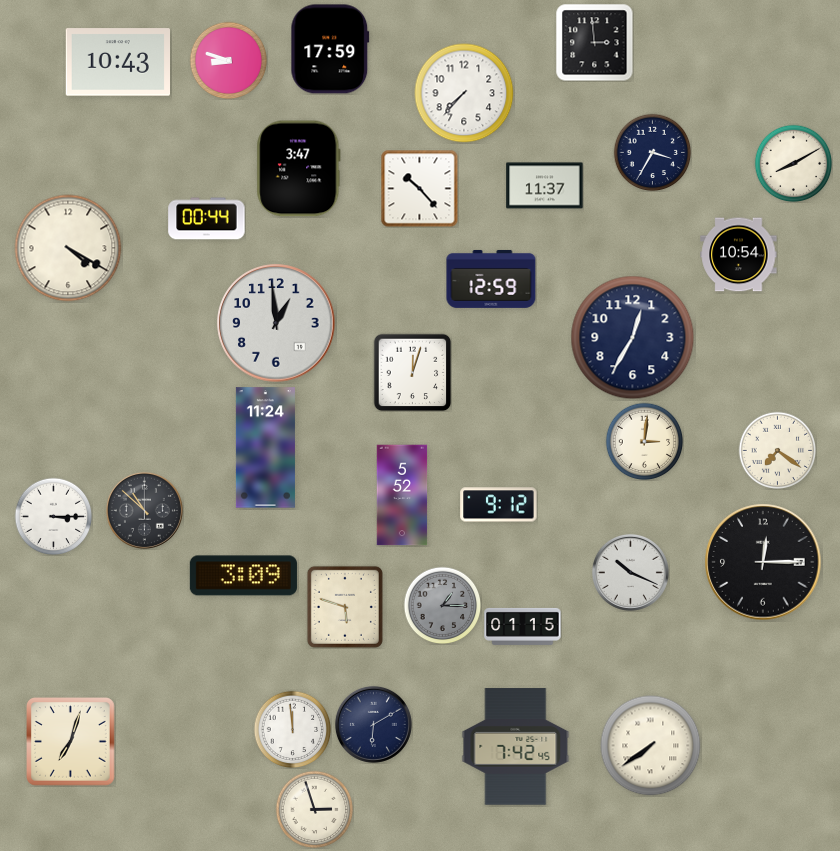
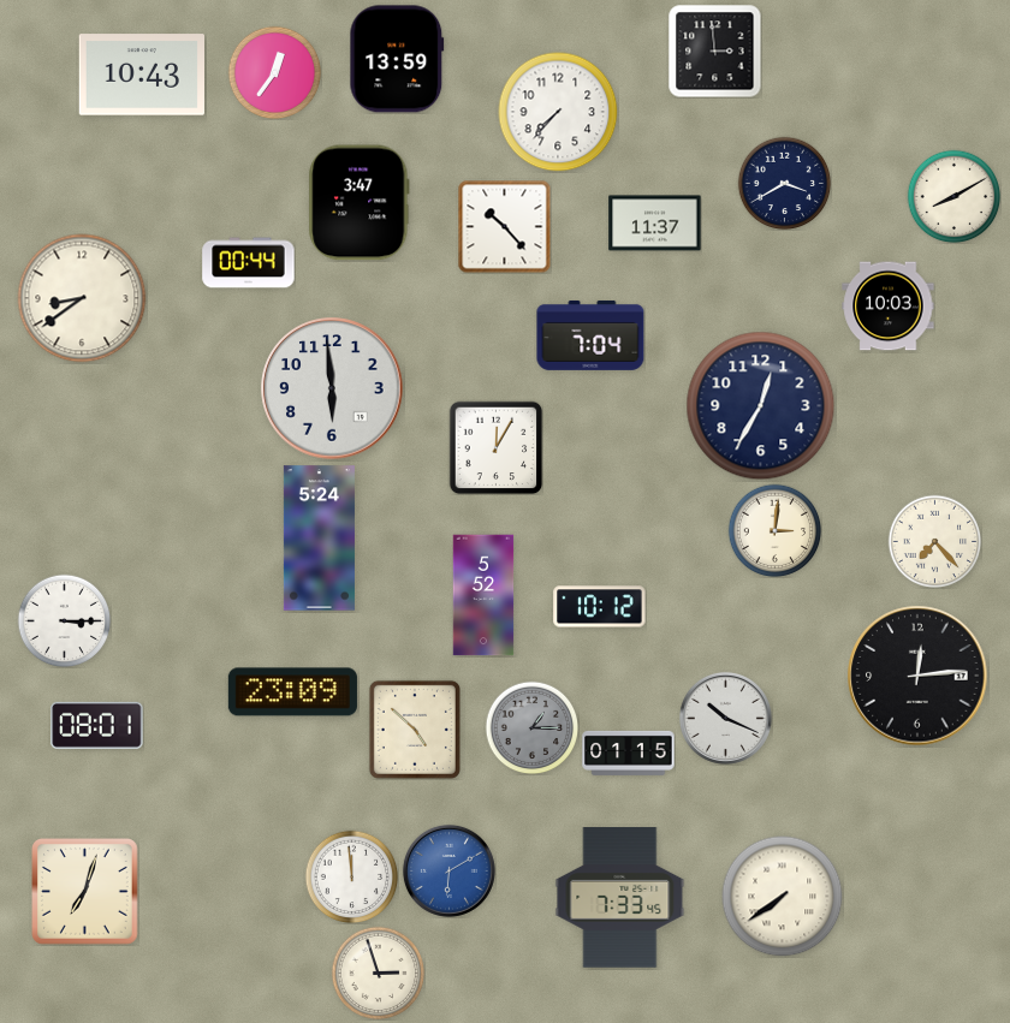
clock at (330, 49): 17:59 -> 13:59
clock at (228, 60): 8:48 -> 12:36
clock at (652, 152): 3:35 -> 3:40
clock at (68, 248): 4:20 -> 8:39
clock at (739, 255): 10:54 -> 10:03
clock at (491, 279): 12:59 -> 7:04
clock at (276, 323): 12:59 -> 5:59
clock at (412, 372): 12:03 -> 12:05
clock at (265, 448): 11:24 -> 5:24
clock at (777, 450): 7:21 -> 7:23
clock at (499, 505): 9:12 -> 10:12
clock at (144, 510): 10:52 -> none
clock at (763, 562): 12:15 -> 12:14
clock at (630, 572) position: (630, 572) -> (725, 718)
clock at (243, 576): 3:09 -> 23:09
clock at (97, 725): none -> 08:01
clock at (345, 607): 5:48 -> 4:52
clock at (373, 724) dial: navy -> blue
clock at (516, 747): 7:42 -> 7:33
